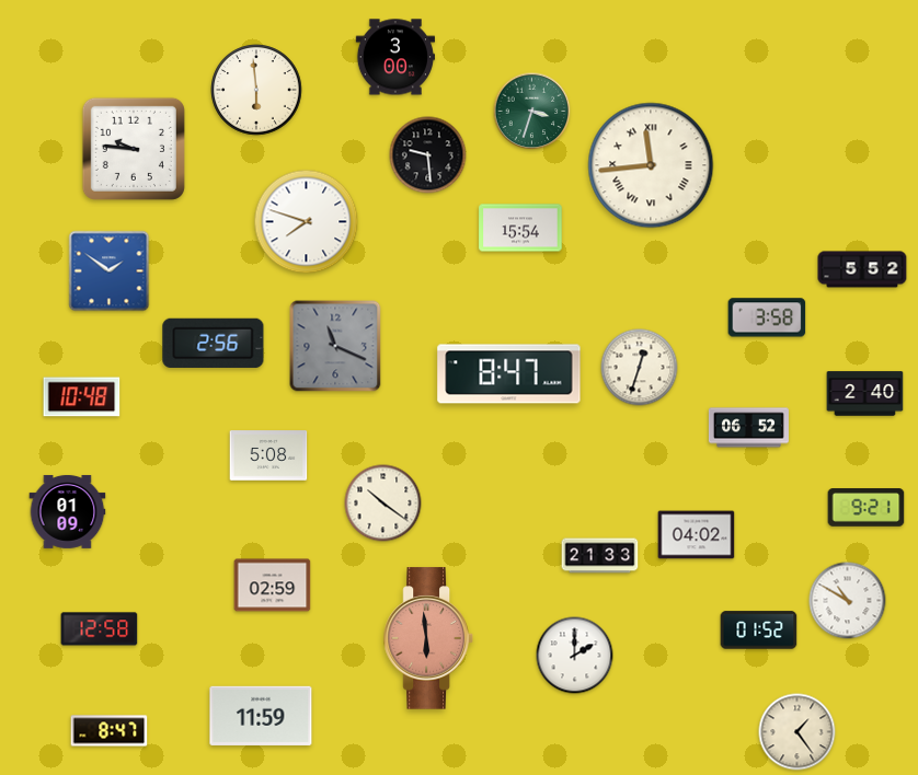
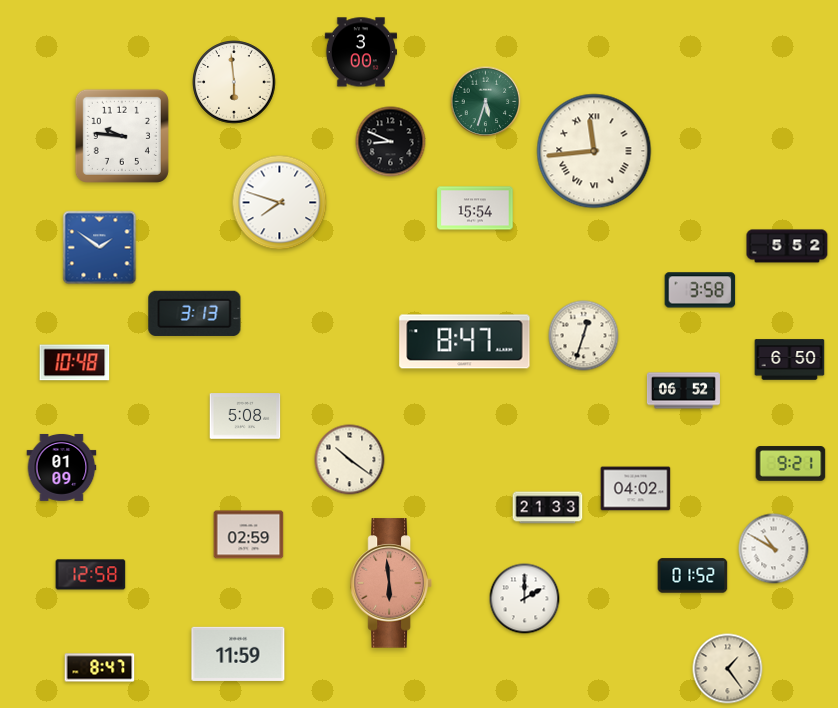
clock at (532, 112): 3:33 -> 5:33
clock at (428, 155): 9:29 -> 8:49
clock at (214, 343): 2:56 -> 3:13
clock at (335, 346): 11:19 -> none
clock at (865, 394): 2:40 -> 6:50
